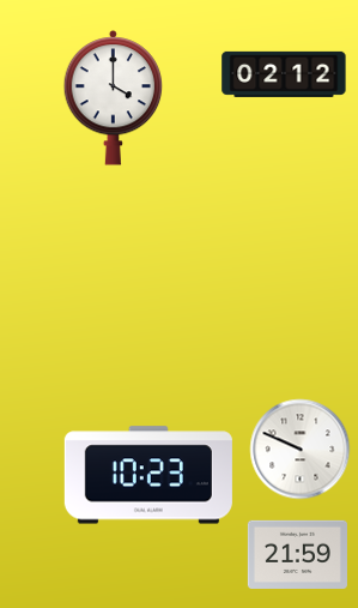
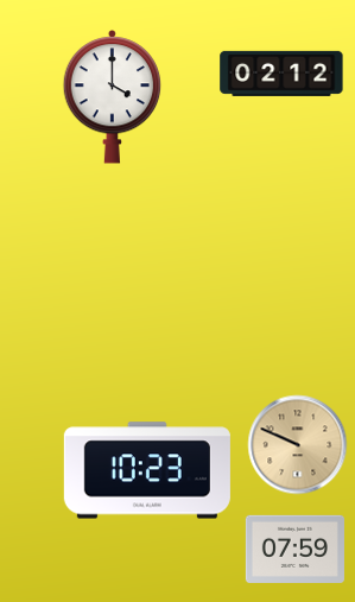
clock at (299, 449) dial: white -> champagne
clock at (297, 554): 21:59 -> 07:59
